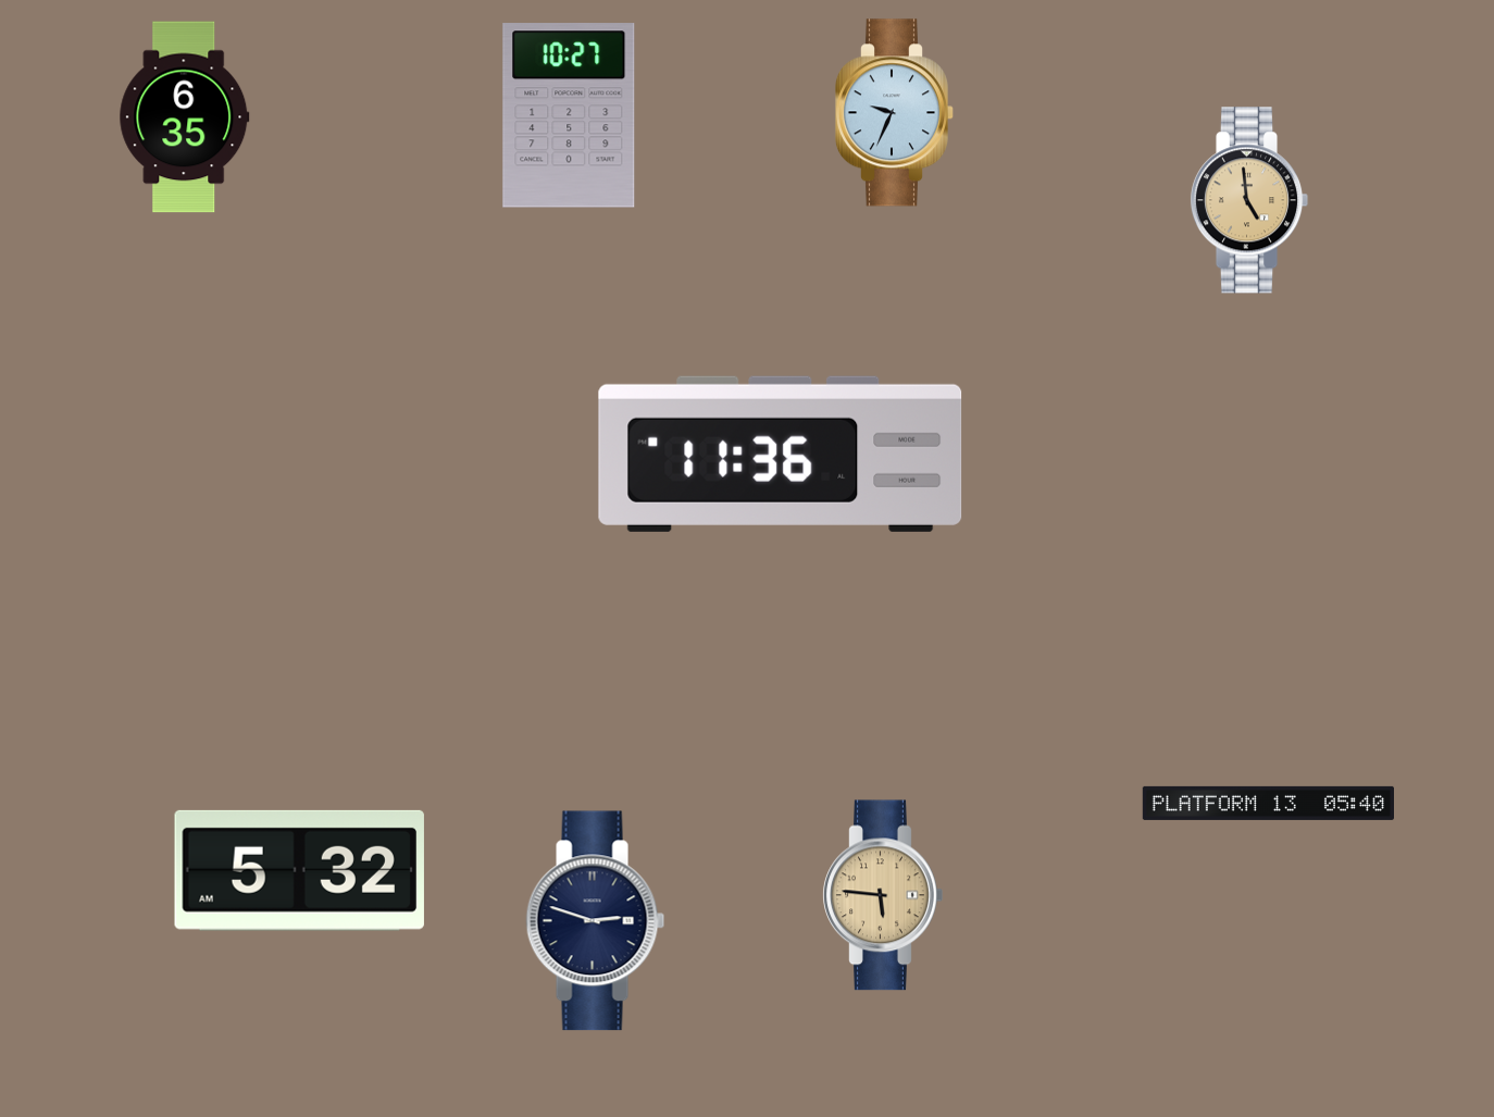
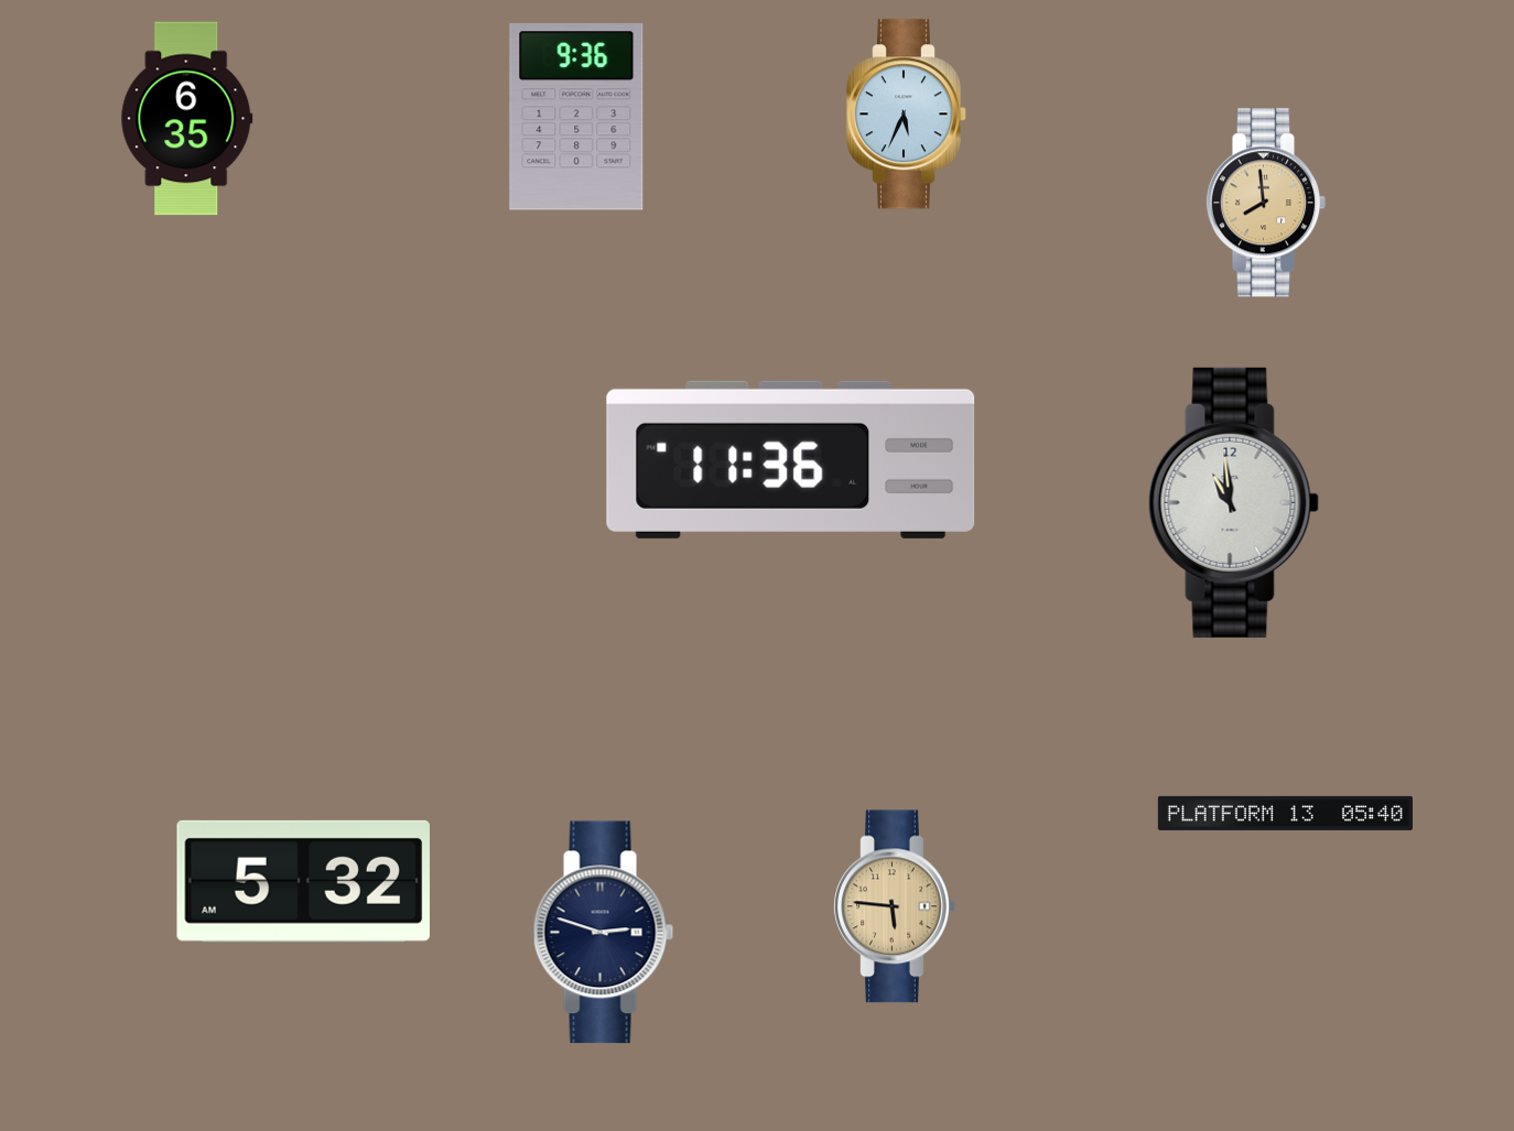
clock at (894, 113): 9:34 -> 5:34
clock at (569, 115): 10:27 -> 9:36
clock at (1249, 200): 4:59 -> 7:59
clock at (1233, 502): none -> 10:59
